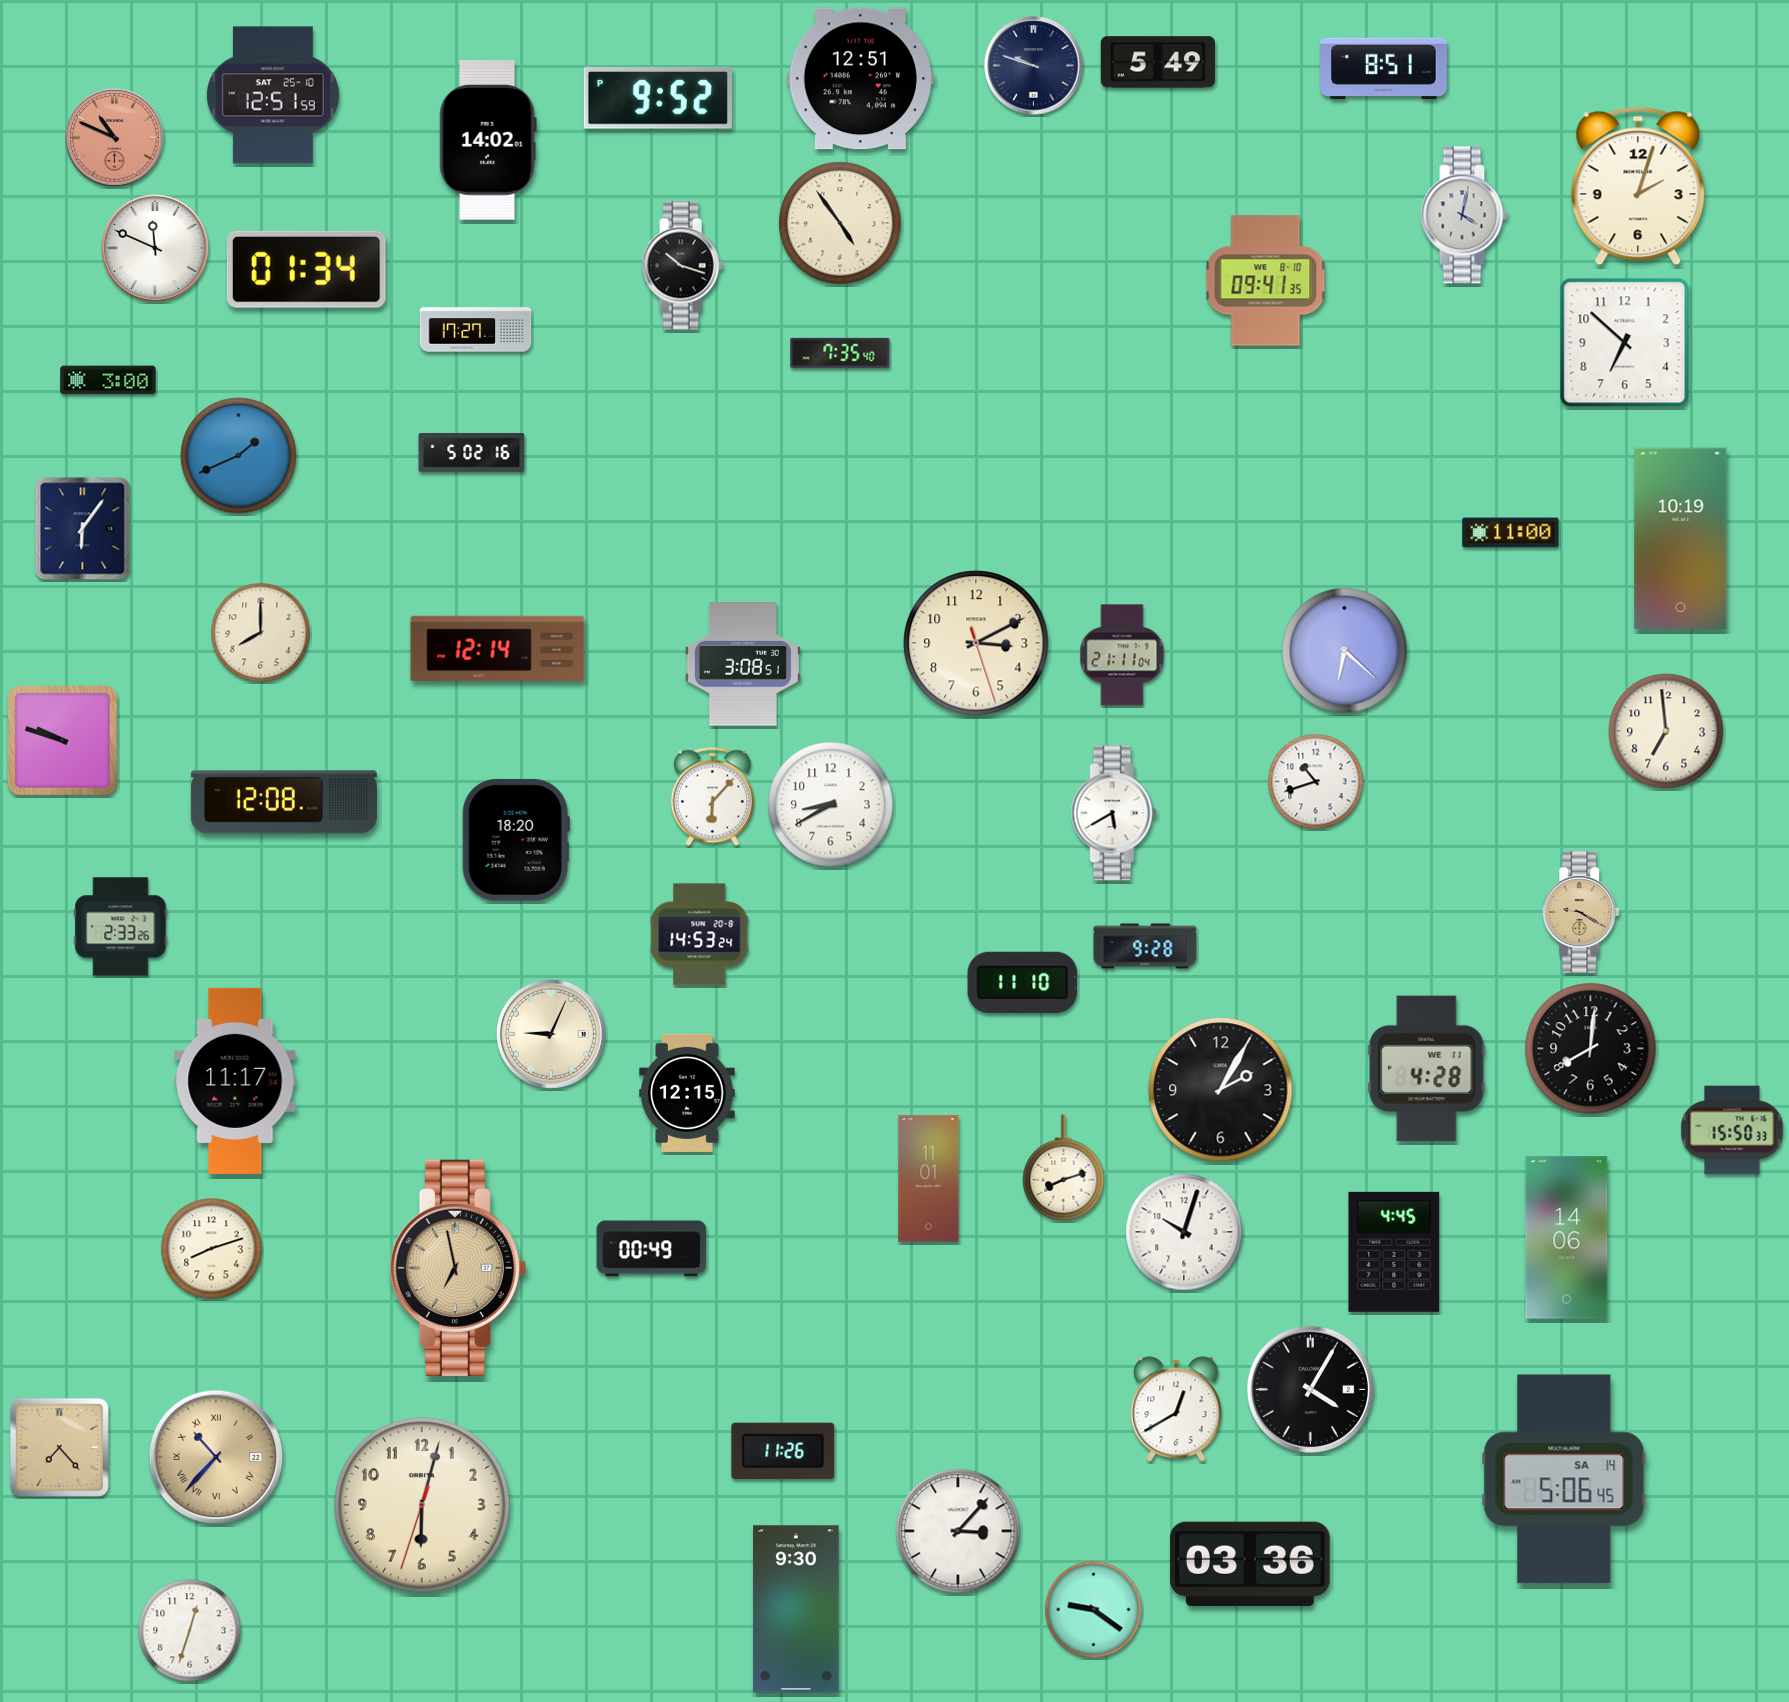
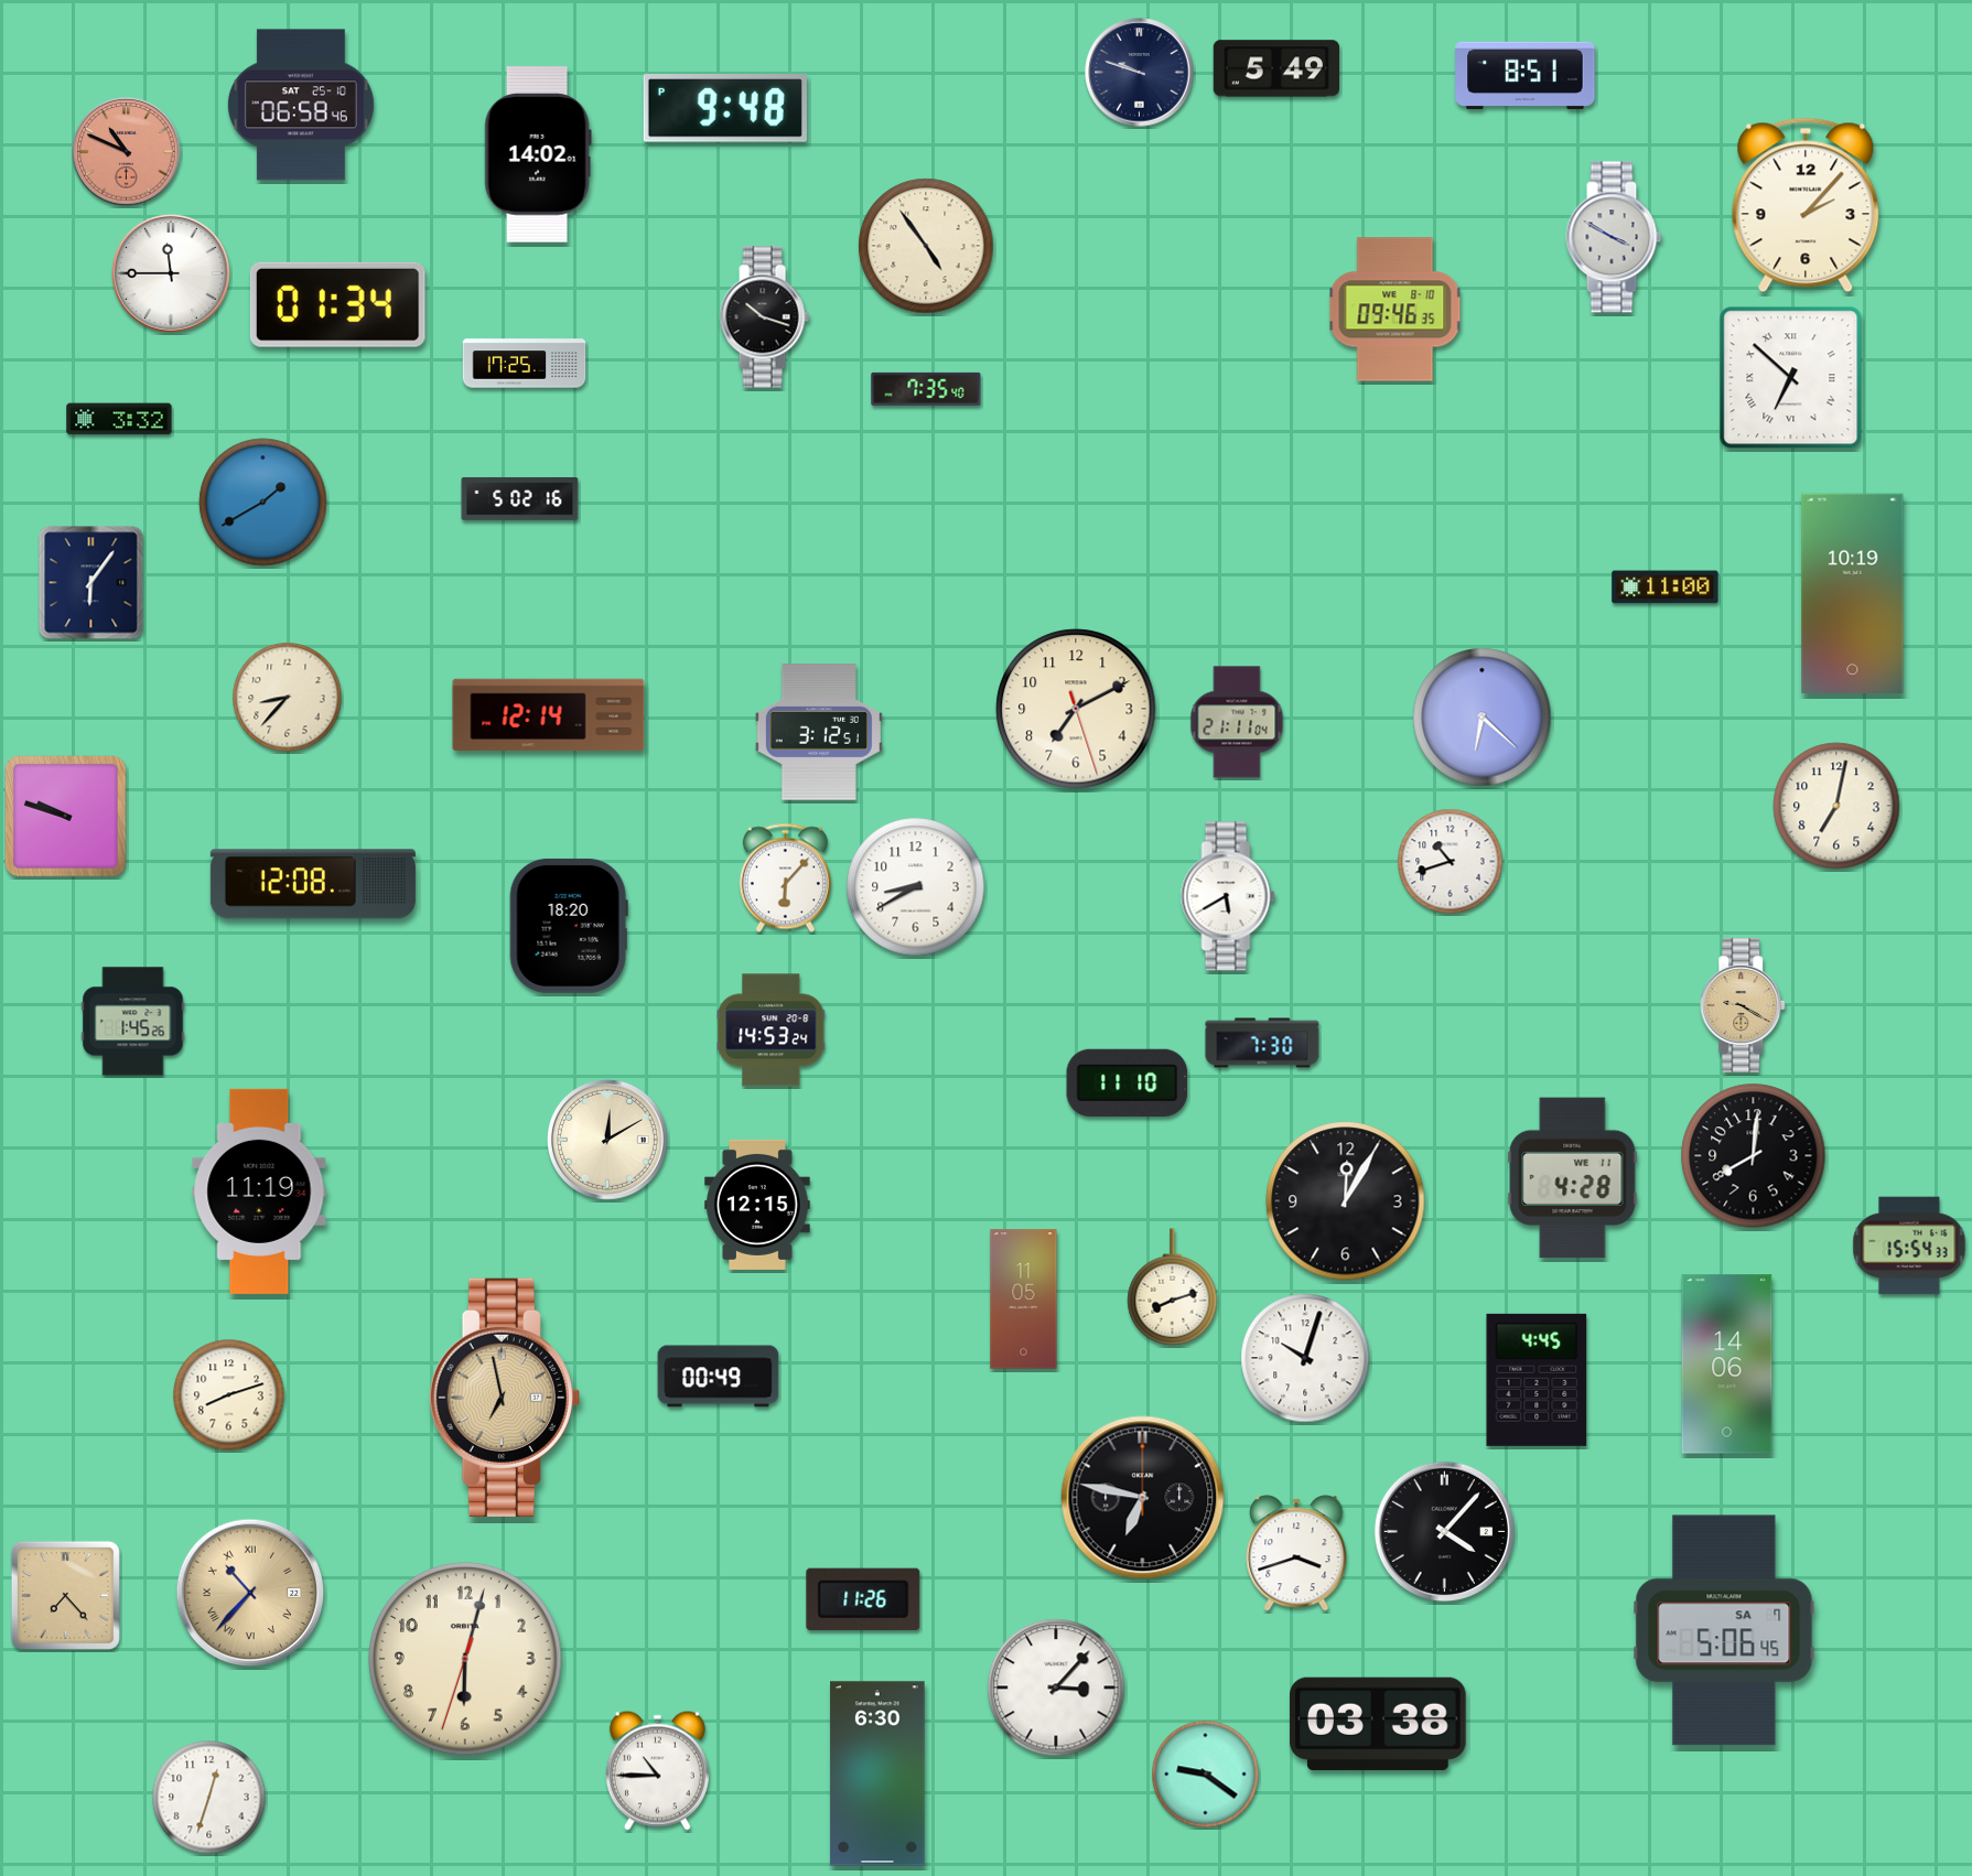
clock at (860, 79): 12:51 -> none
clock at (273, 95): 12:51 -> 06:58
clock at (658, 98): 9:52 -> 9:48
clock at (1638, 186): 2:03 -> 2:07
clock at (1464, 215): 4:02 -> 3:50
clock at (156, 249): 11:49 -> 11:45
clock at (682, 266) position: (682, 266) -> (764, 317)
clock at (306, 269) position: (306, 269) -> (337, 304)
clock at (1266, 281): 09:41 -> 09:46
clock at (476, 330): 17:27 -> 17:25
clock at (1625, 343) numerals: Arabic -> Roman
clock at (108, 380): 3:00 -> 3:32
clock at (239, 456): 1:41 -> 1:40
clock at (261, 633): 8:00 -> 8:37
clock at (976, 643): 3:10 -> 7:10
clock at (743, 665): 3:08 -> 3:12
clock at (1666, 731): 6:59 -> 7:02
clock at (63, 741) position: (63, 741) -> (66, 817)
clock at (121, 927): 2:33 -> 1:45
clock at (1145, 946): 9:28 -> 7:30
clock at (551, 1034): 9:04 -> 12:10
clock at (235, 1081): 11:17 -> 11:19
clock at (1221, 1090): 2:05 -> 12:05
clock at (1732, 1130): 15:50 -> 15:54
clock at (929, 1179): 11:01 -> 11:05
clock at (212, 1249) position: (212, 1249) -> (229, 1395)
clock at (1143, 1498): none -> 6:47
clock at (1310, 1389): 4:05 -> 4:07
clock at (1176, 1409): 12:40 -> 3:42
clock at (216, 1457) position: (216, 1457) -> (250, 1593)
clock at (1564, 1479) date: SA 14 -> SA 7
clock at (1250, 1564): 03:36 -> 03:38
clock at (657, 1770): none -> 10:45
clock at (796, 1609): 9:30 -> 6:30
